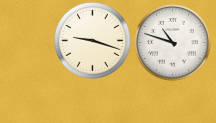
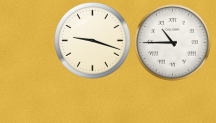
clock at (173, 43): 10:48 -> 10:45
